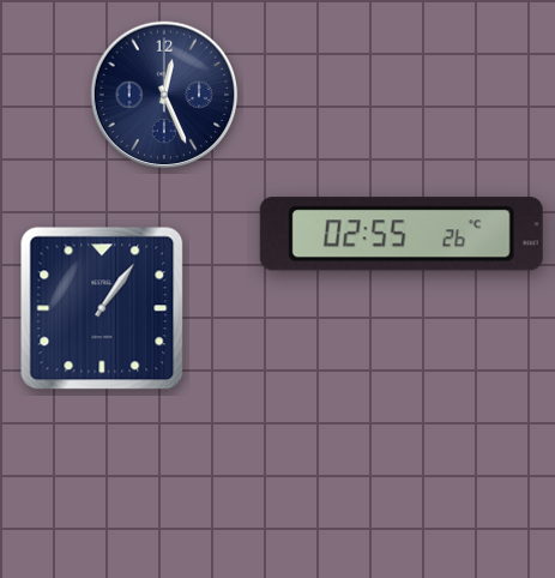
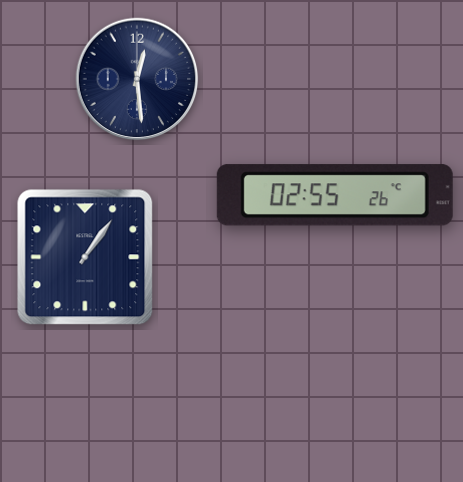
clock at (164, 95): 12:26 -> 12:29
